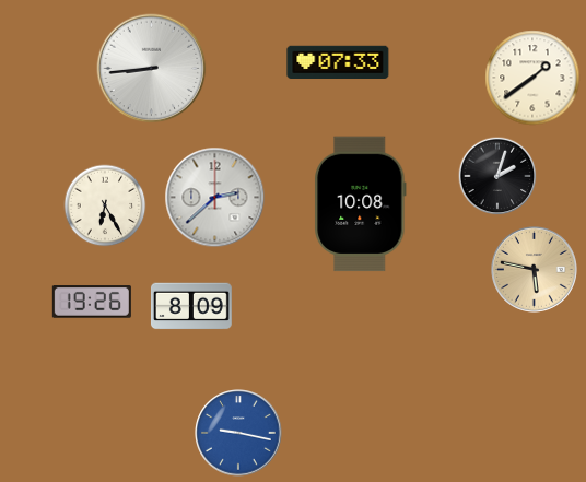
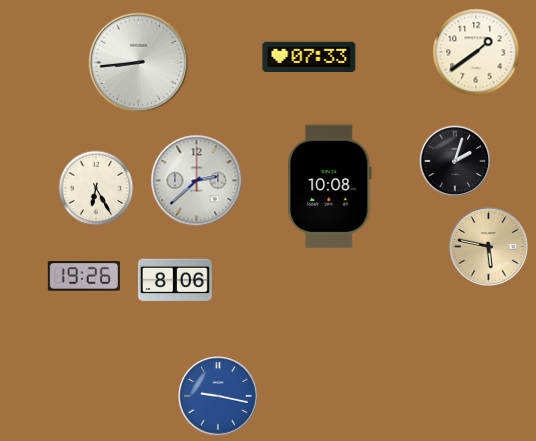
clock at (532, 78) position: (532, 78) -> (476, 52)
clock at (191, 306): 8:09 -> 8:06
